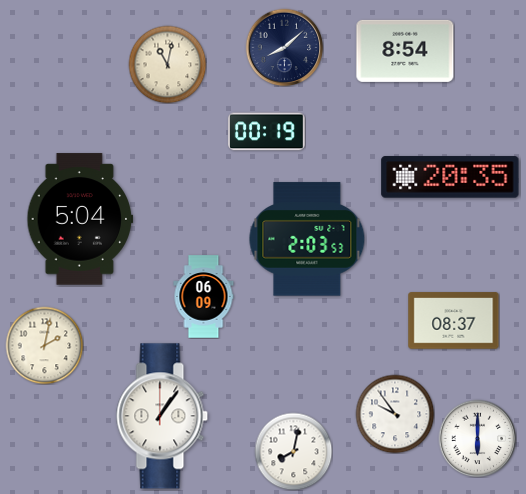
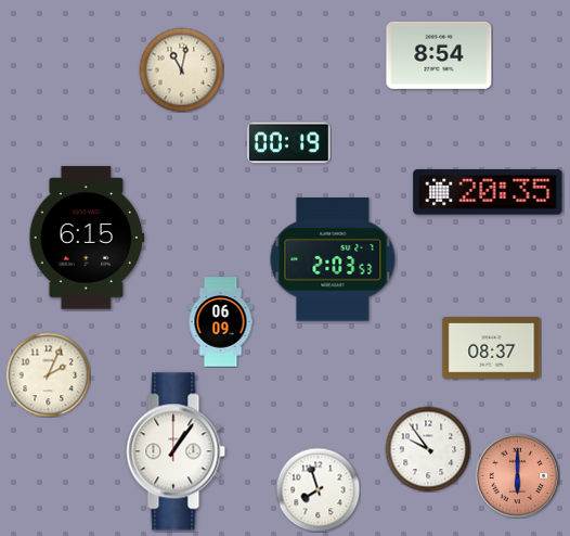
clock at (284, 47): 8:08 -> none
clock at (80, 219): 5:04 -> 6:15
clock at (44, 345): 2:02 -> 2:04
clock at (477, 438) dial: white -> salmon
clock at (293, 451): 8:02 -> 7:57
